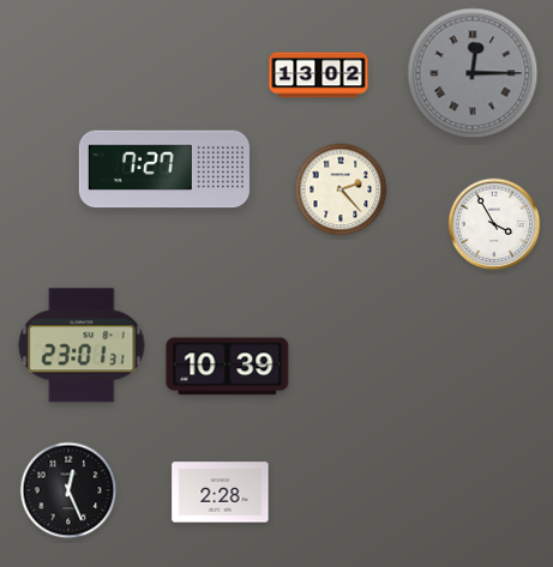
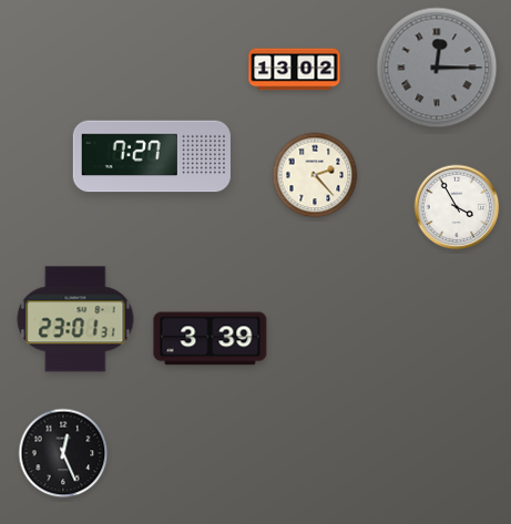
clock at (228, 367): 10:39 -> 3:39
clock at (221, 493): 2:28 -> none
